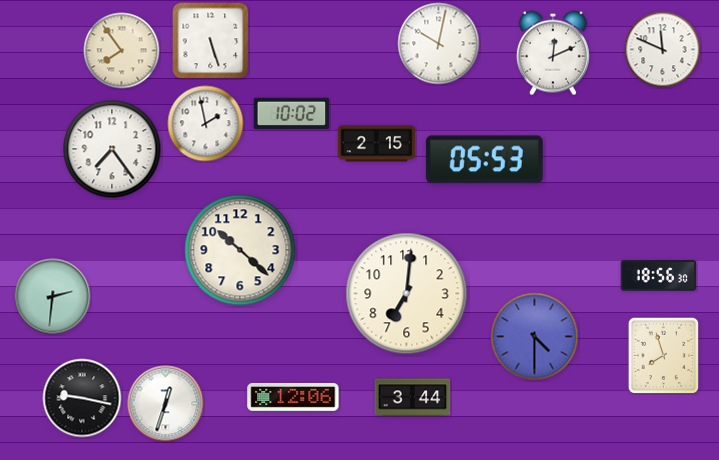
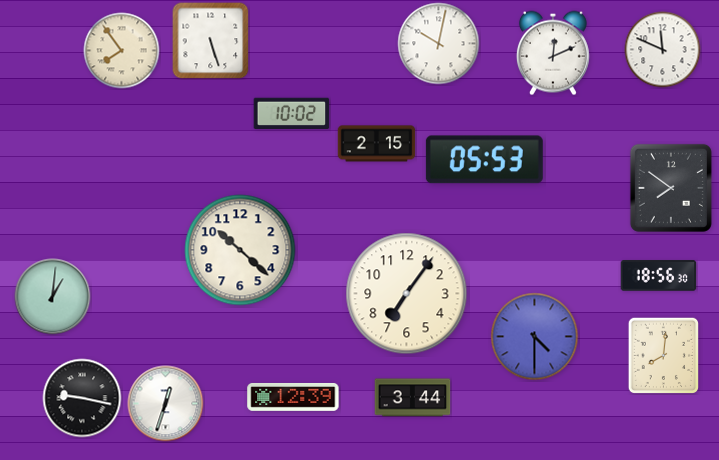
clock at (206, 124): 1:58 -> none
clock at (112, 149): 7:24 -> none
clock at (671, 188): none -> 7:51
clock at (407, 294): 7:01 -> 7:06
clock at (53, 297): 2:31 -> 1:01
clock at (663, 355): 7:57 -> 8:01
clock at (293, 397): 12:06 -> 12:39
